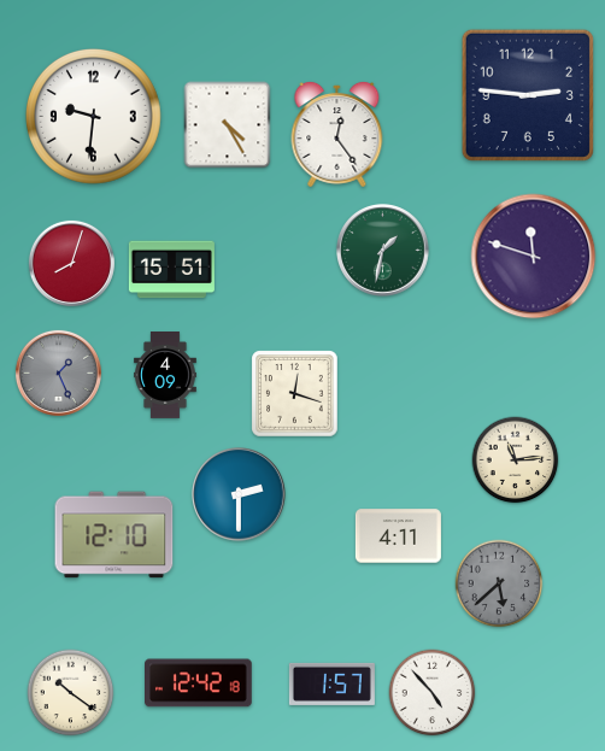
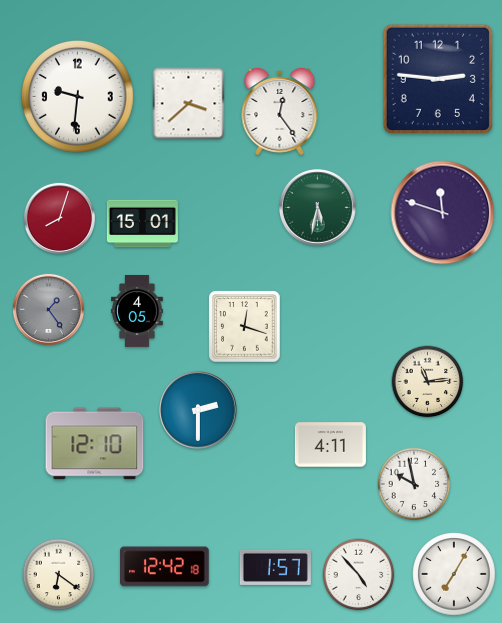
clock at (228, 125): 4:25 -> 3:38
clock at (383, 251): 1:32 -> 5:32
clock at (171, 270): 15:51 -> 15:01
clock at (58, 372): 1:26 -> 1:24
clock at (166, 376): 4:09 -> 4:05
clock at (499, 583): 5:38 -> 9:58
clock at (499, 583) dial: grey -> white
clock at (454, 574): none -> 7:05
clock at (71, 693): 10:21 -> 6:21
